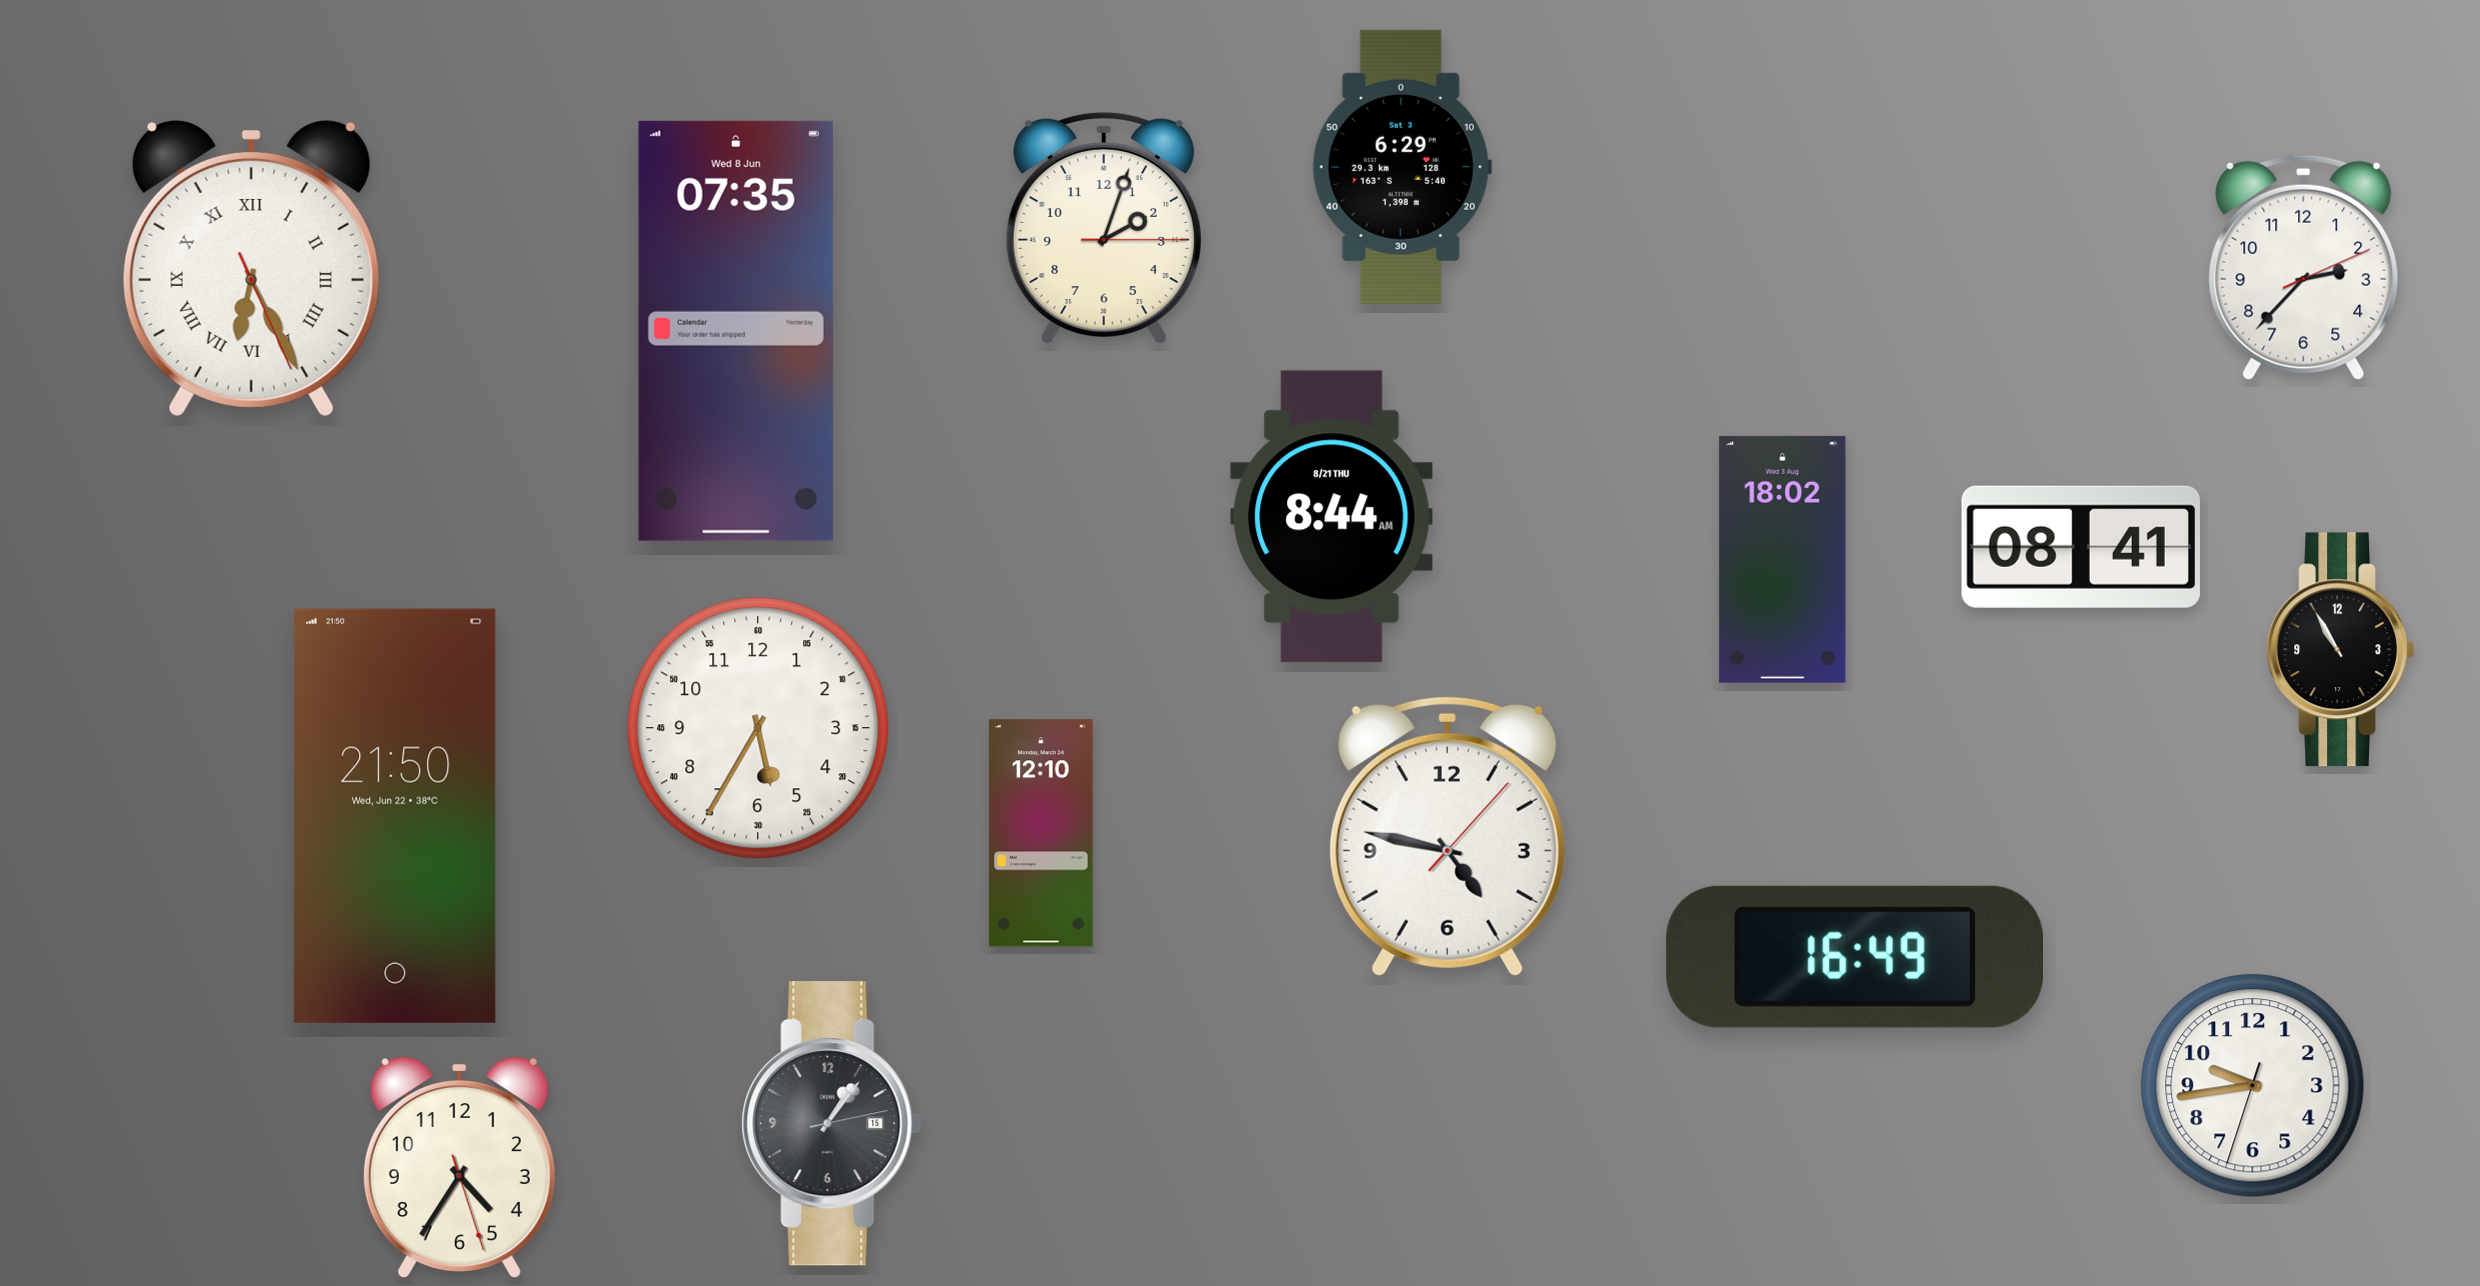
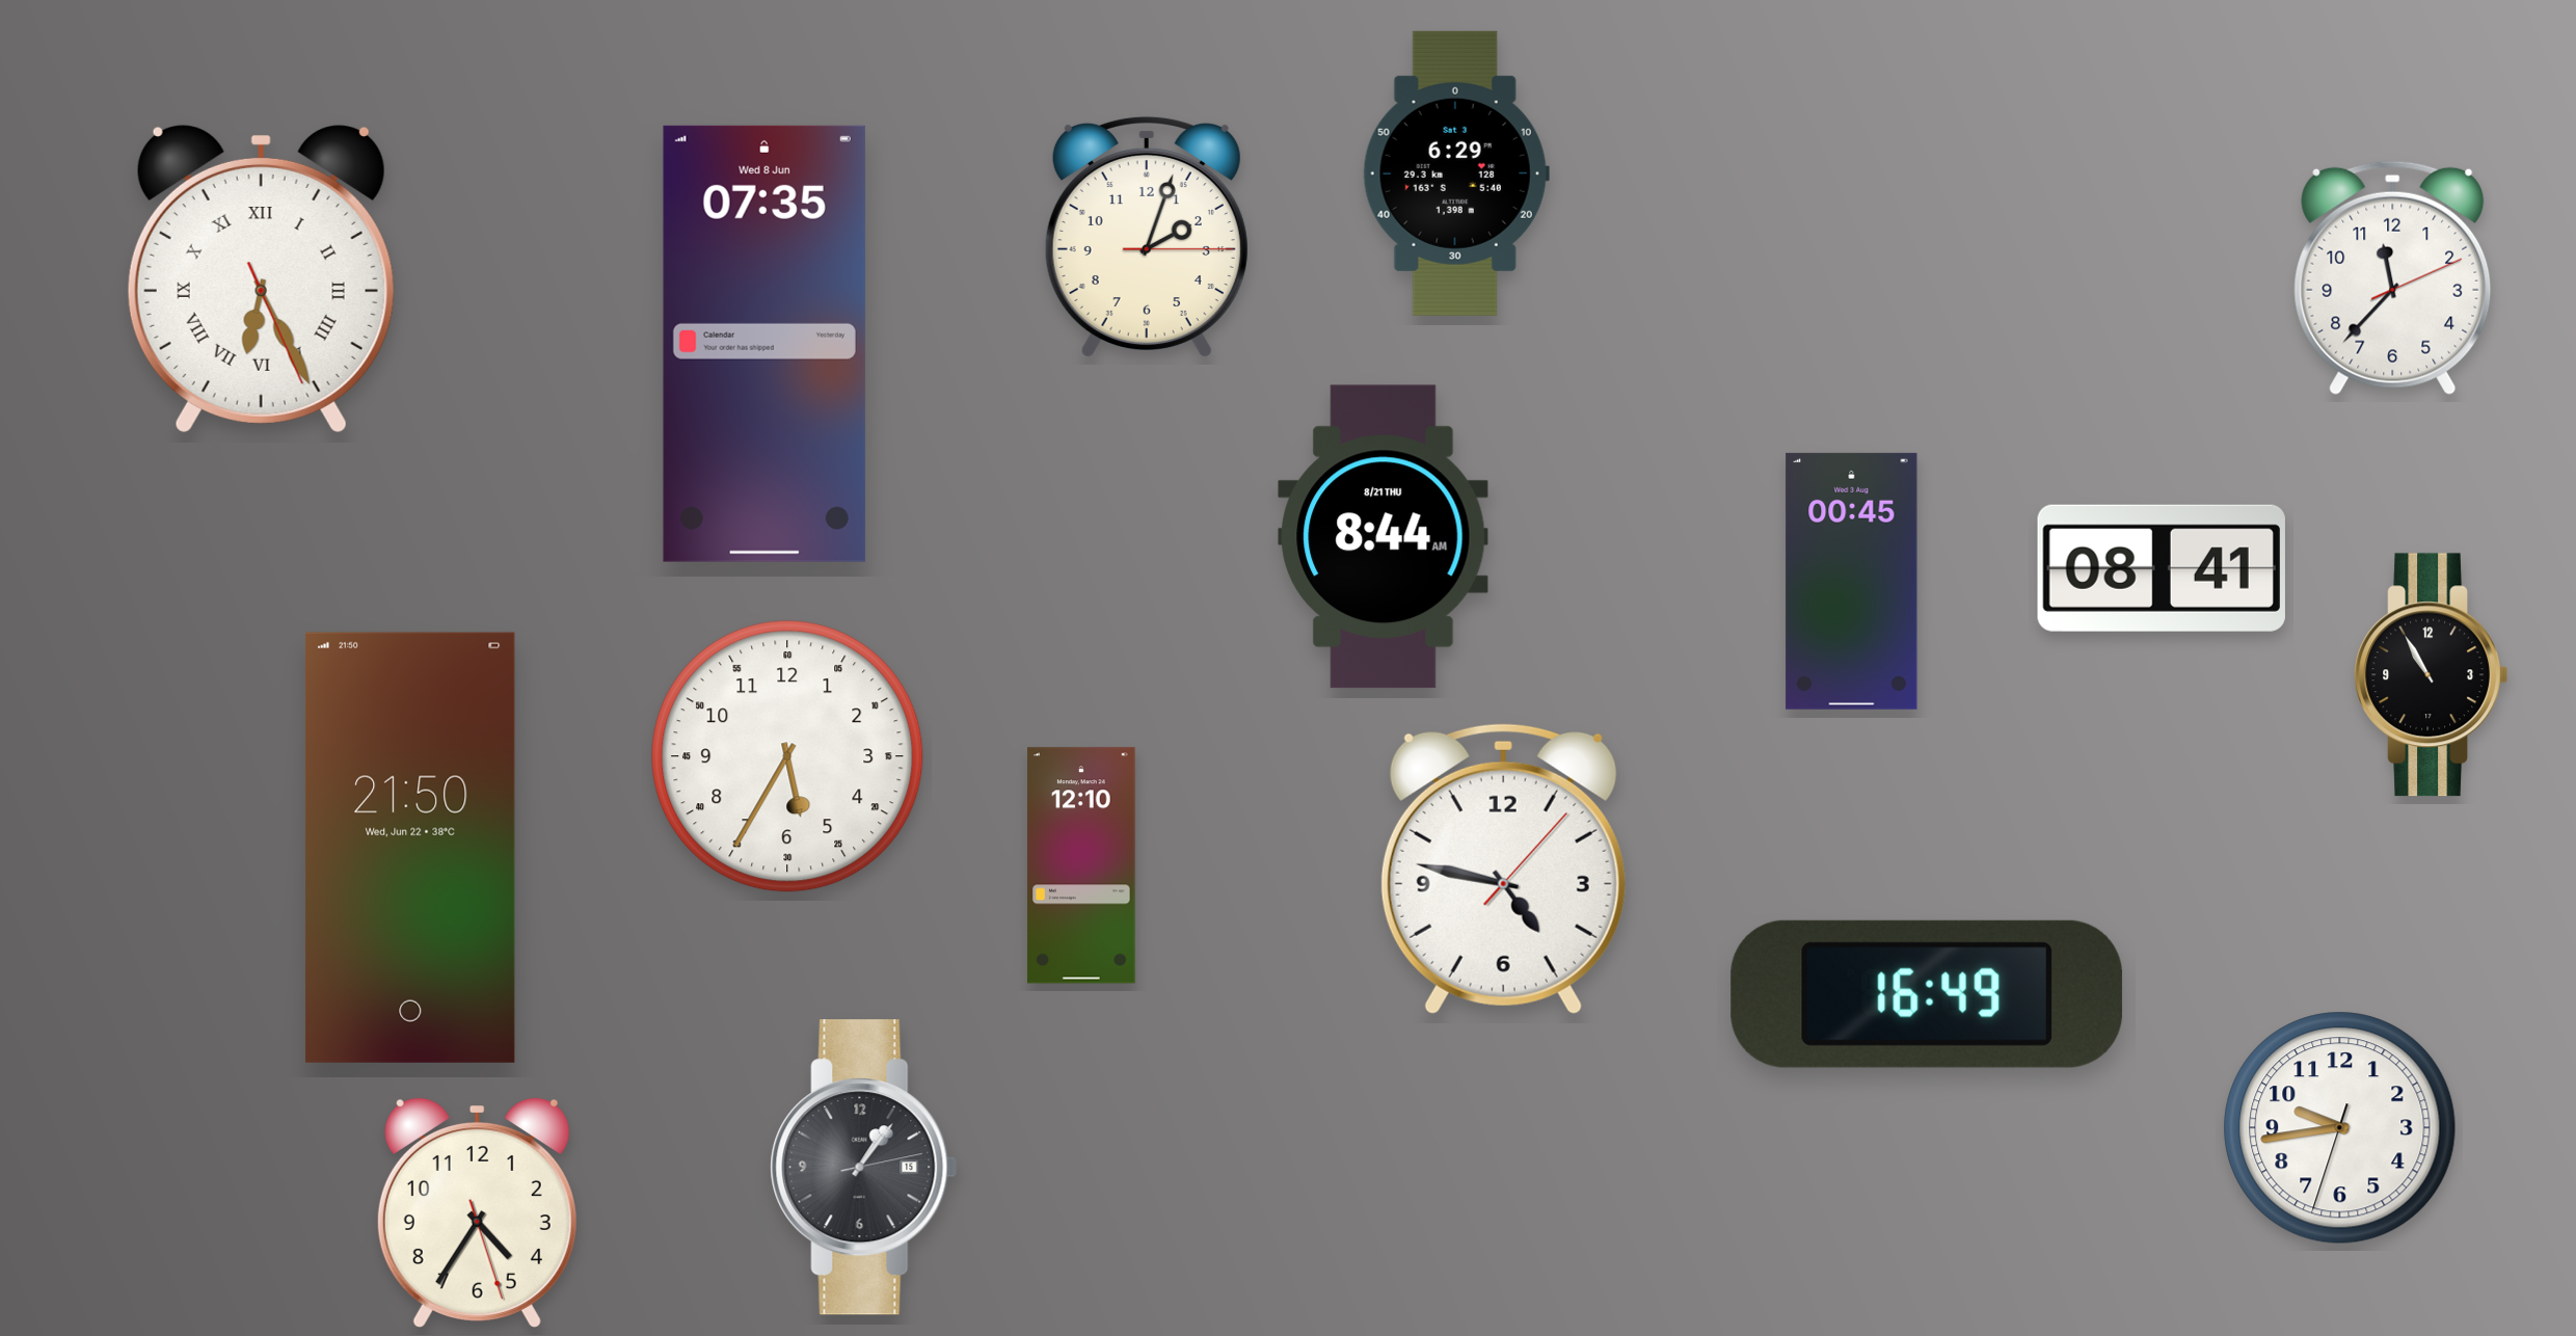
clock at (2304, 267): 2:37 -> 11:37
clock at (1783, 559): 18:02 -> 00:45
